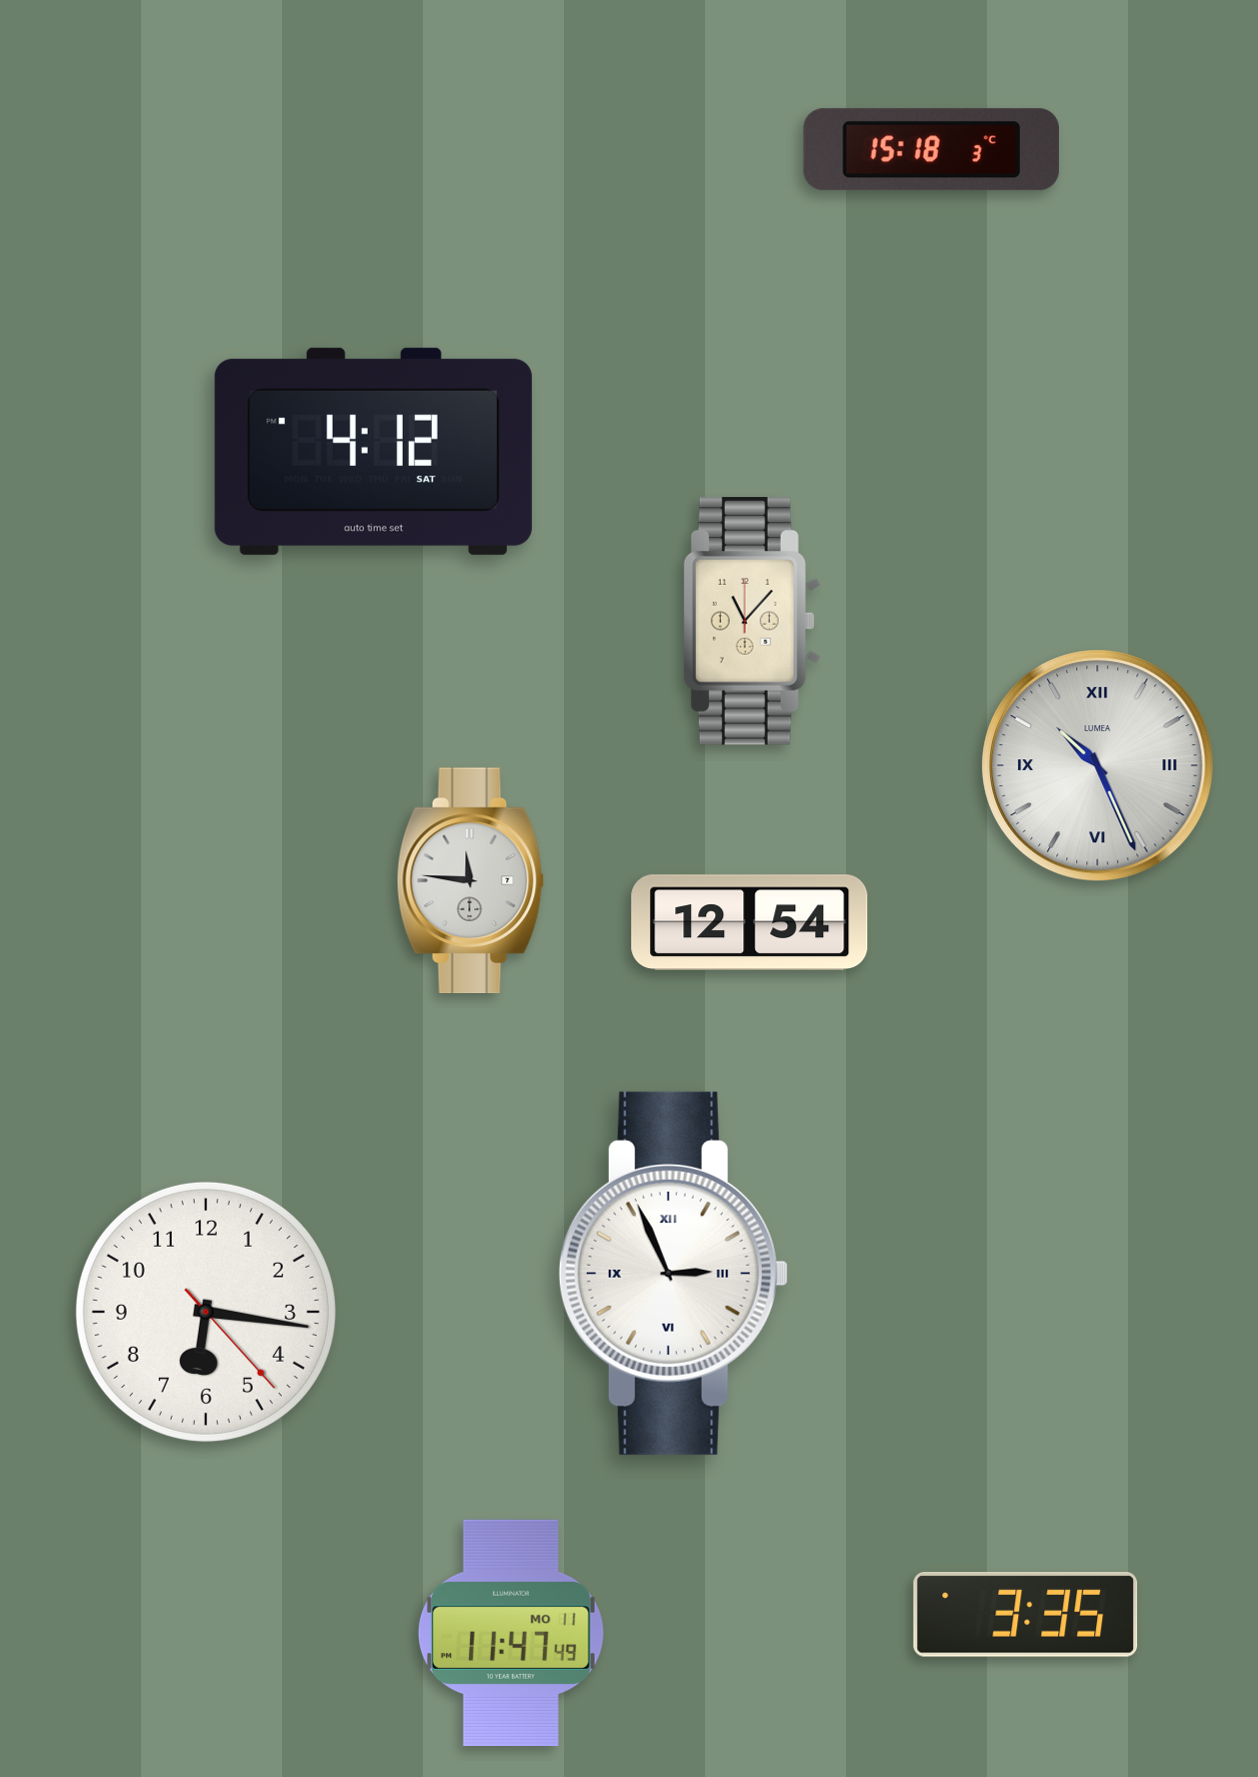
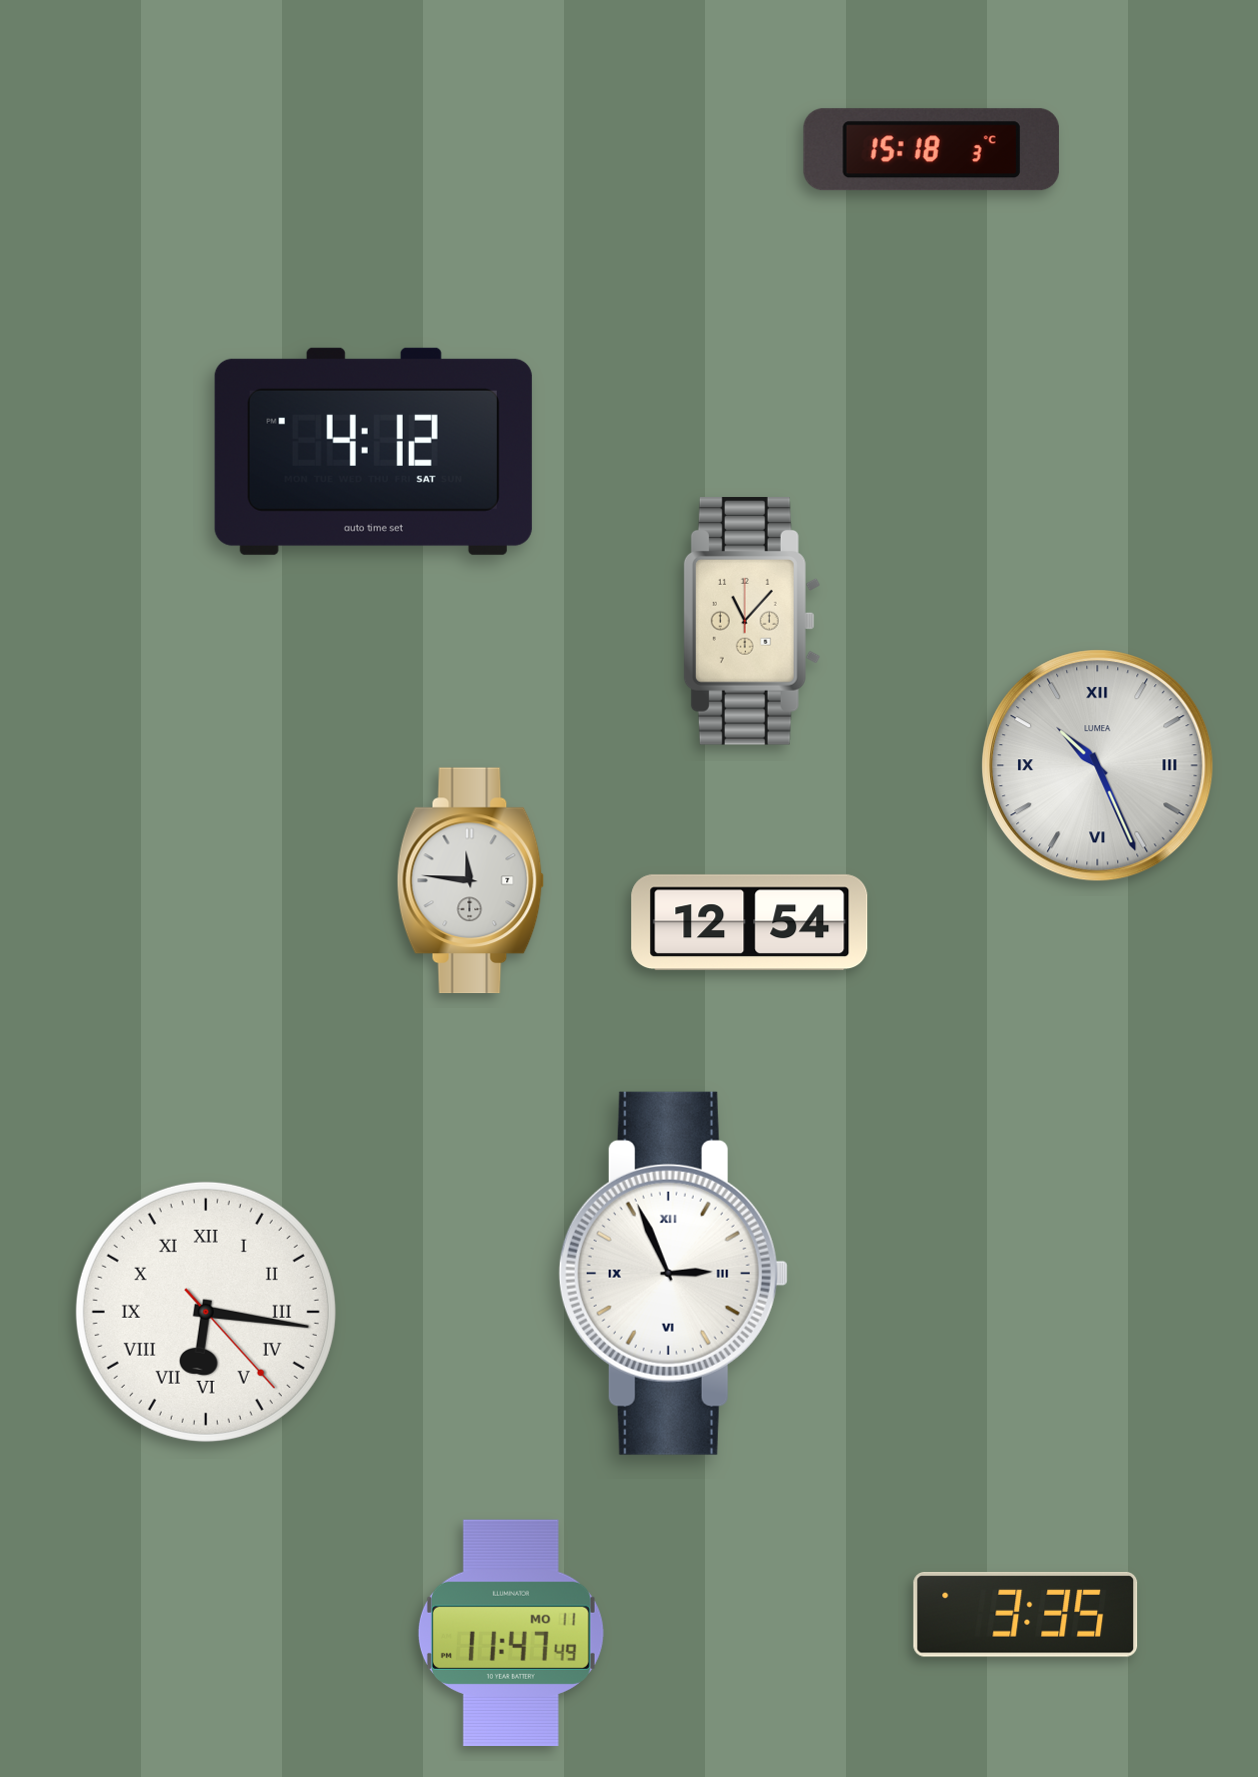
clock at (206, 1312) numerals: Arabic -> Roman
